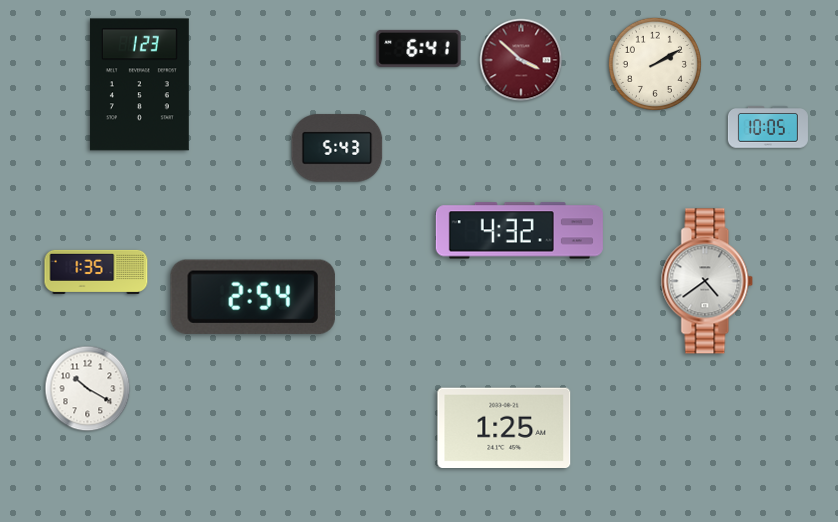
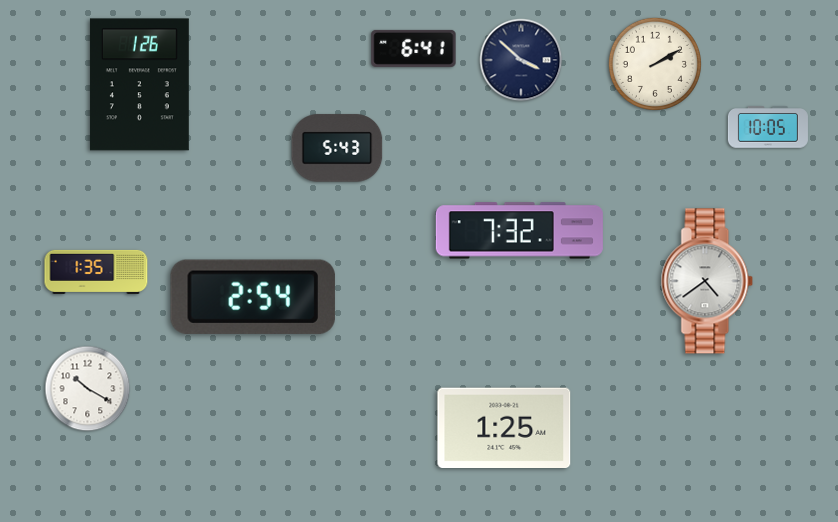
clock at (419, 48) position: (419, 48) -> (414, 48)
clock at (521, 60) dial: burgundy -> navy
clock at (139, 85): 1:23 -> 1:26
clock at (519, 231): 4:32 -> 7:32
